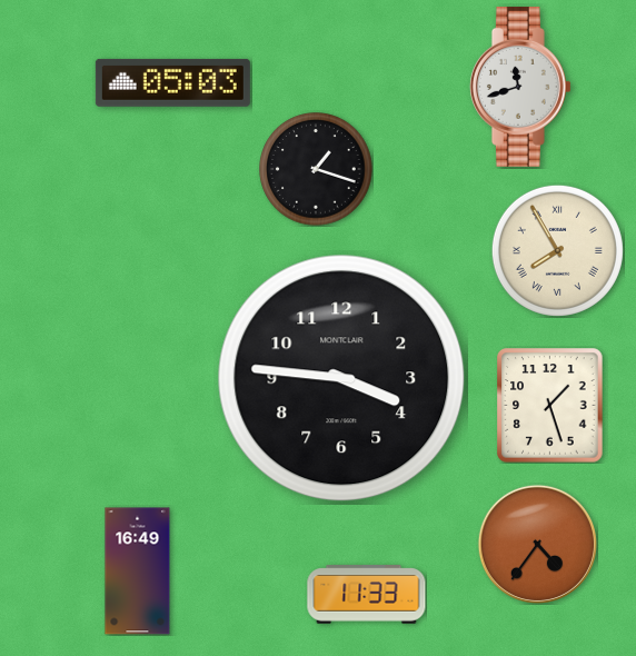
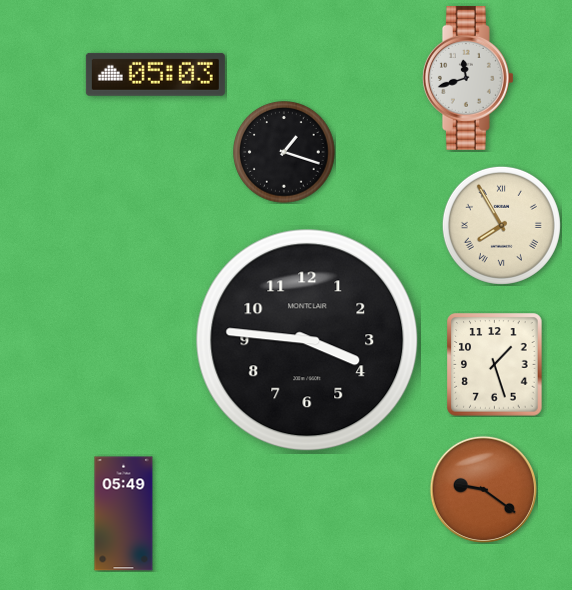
clock at (537, 544): 4:36 -> 9:21
clock at (138, 571): 16:49 -> 05:49
clock at (367, 595): 11:33 -> none
